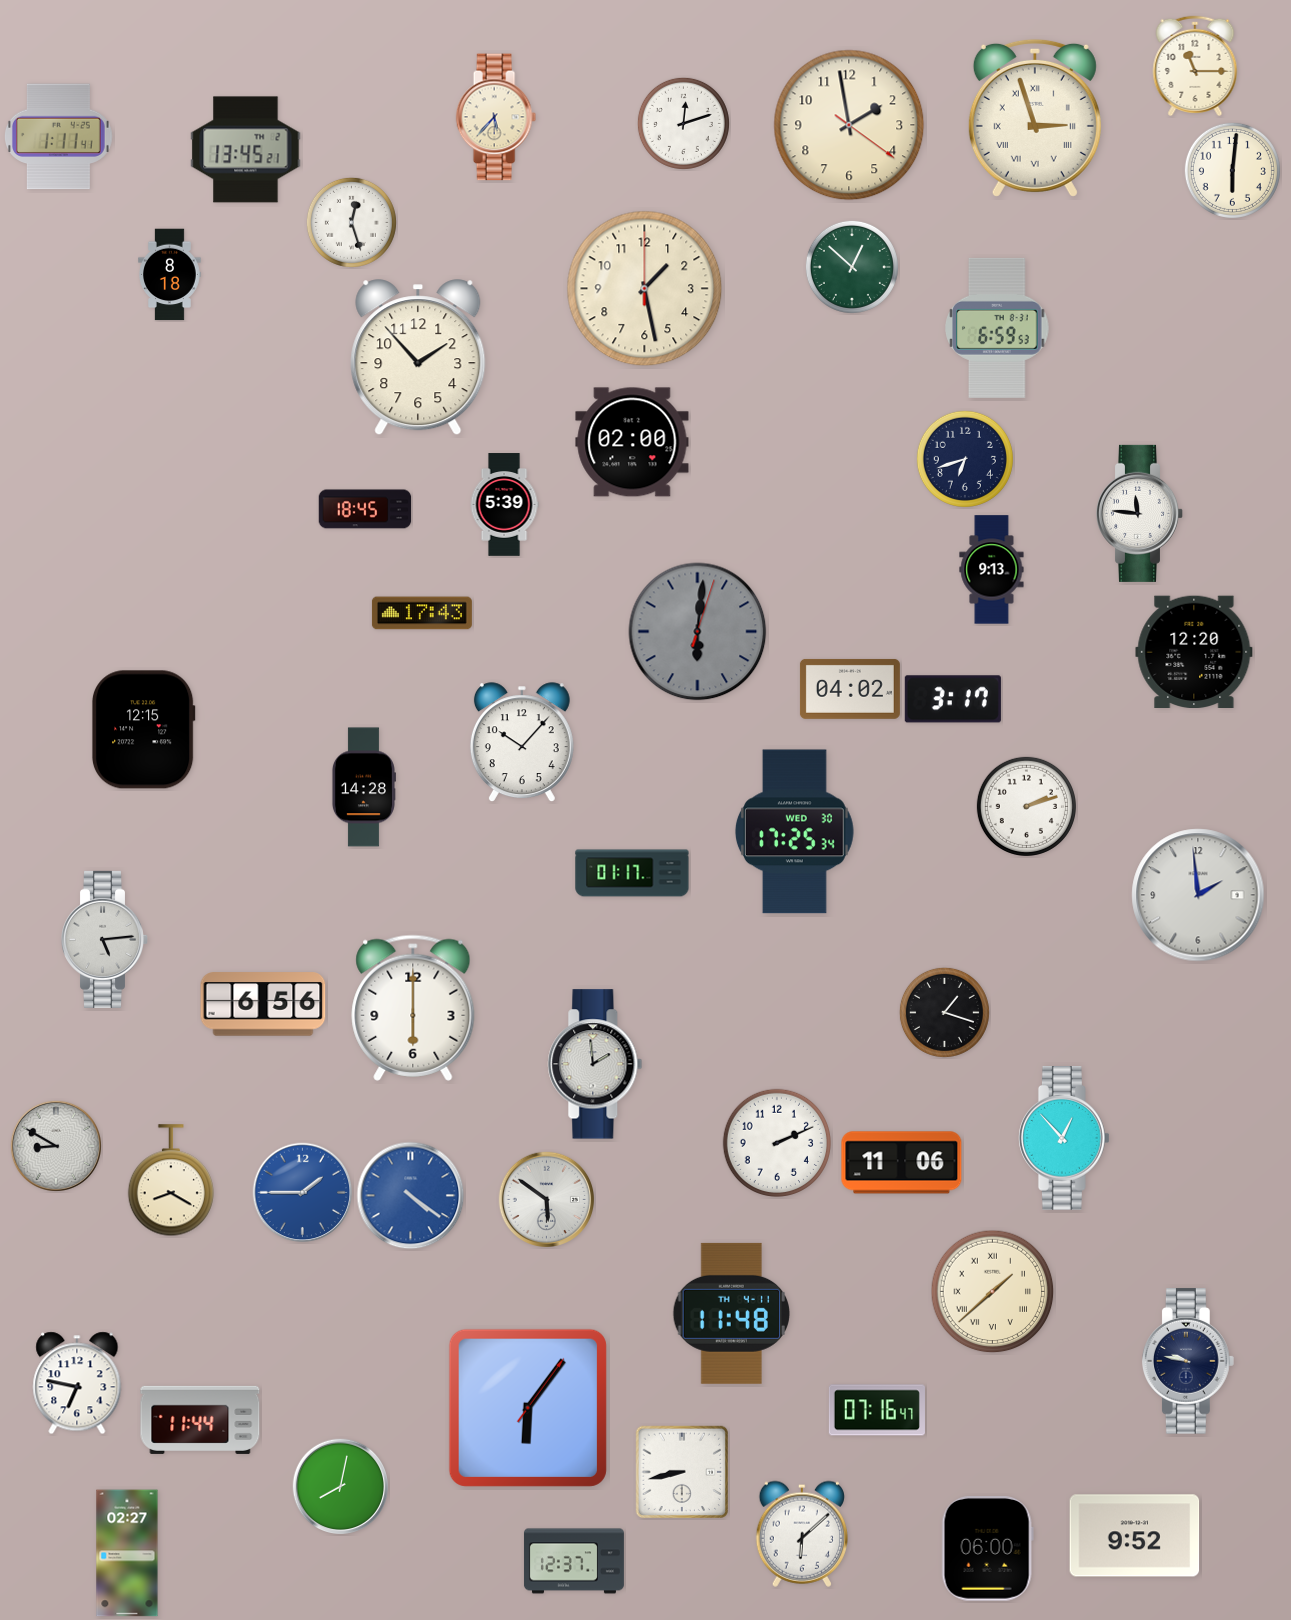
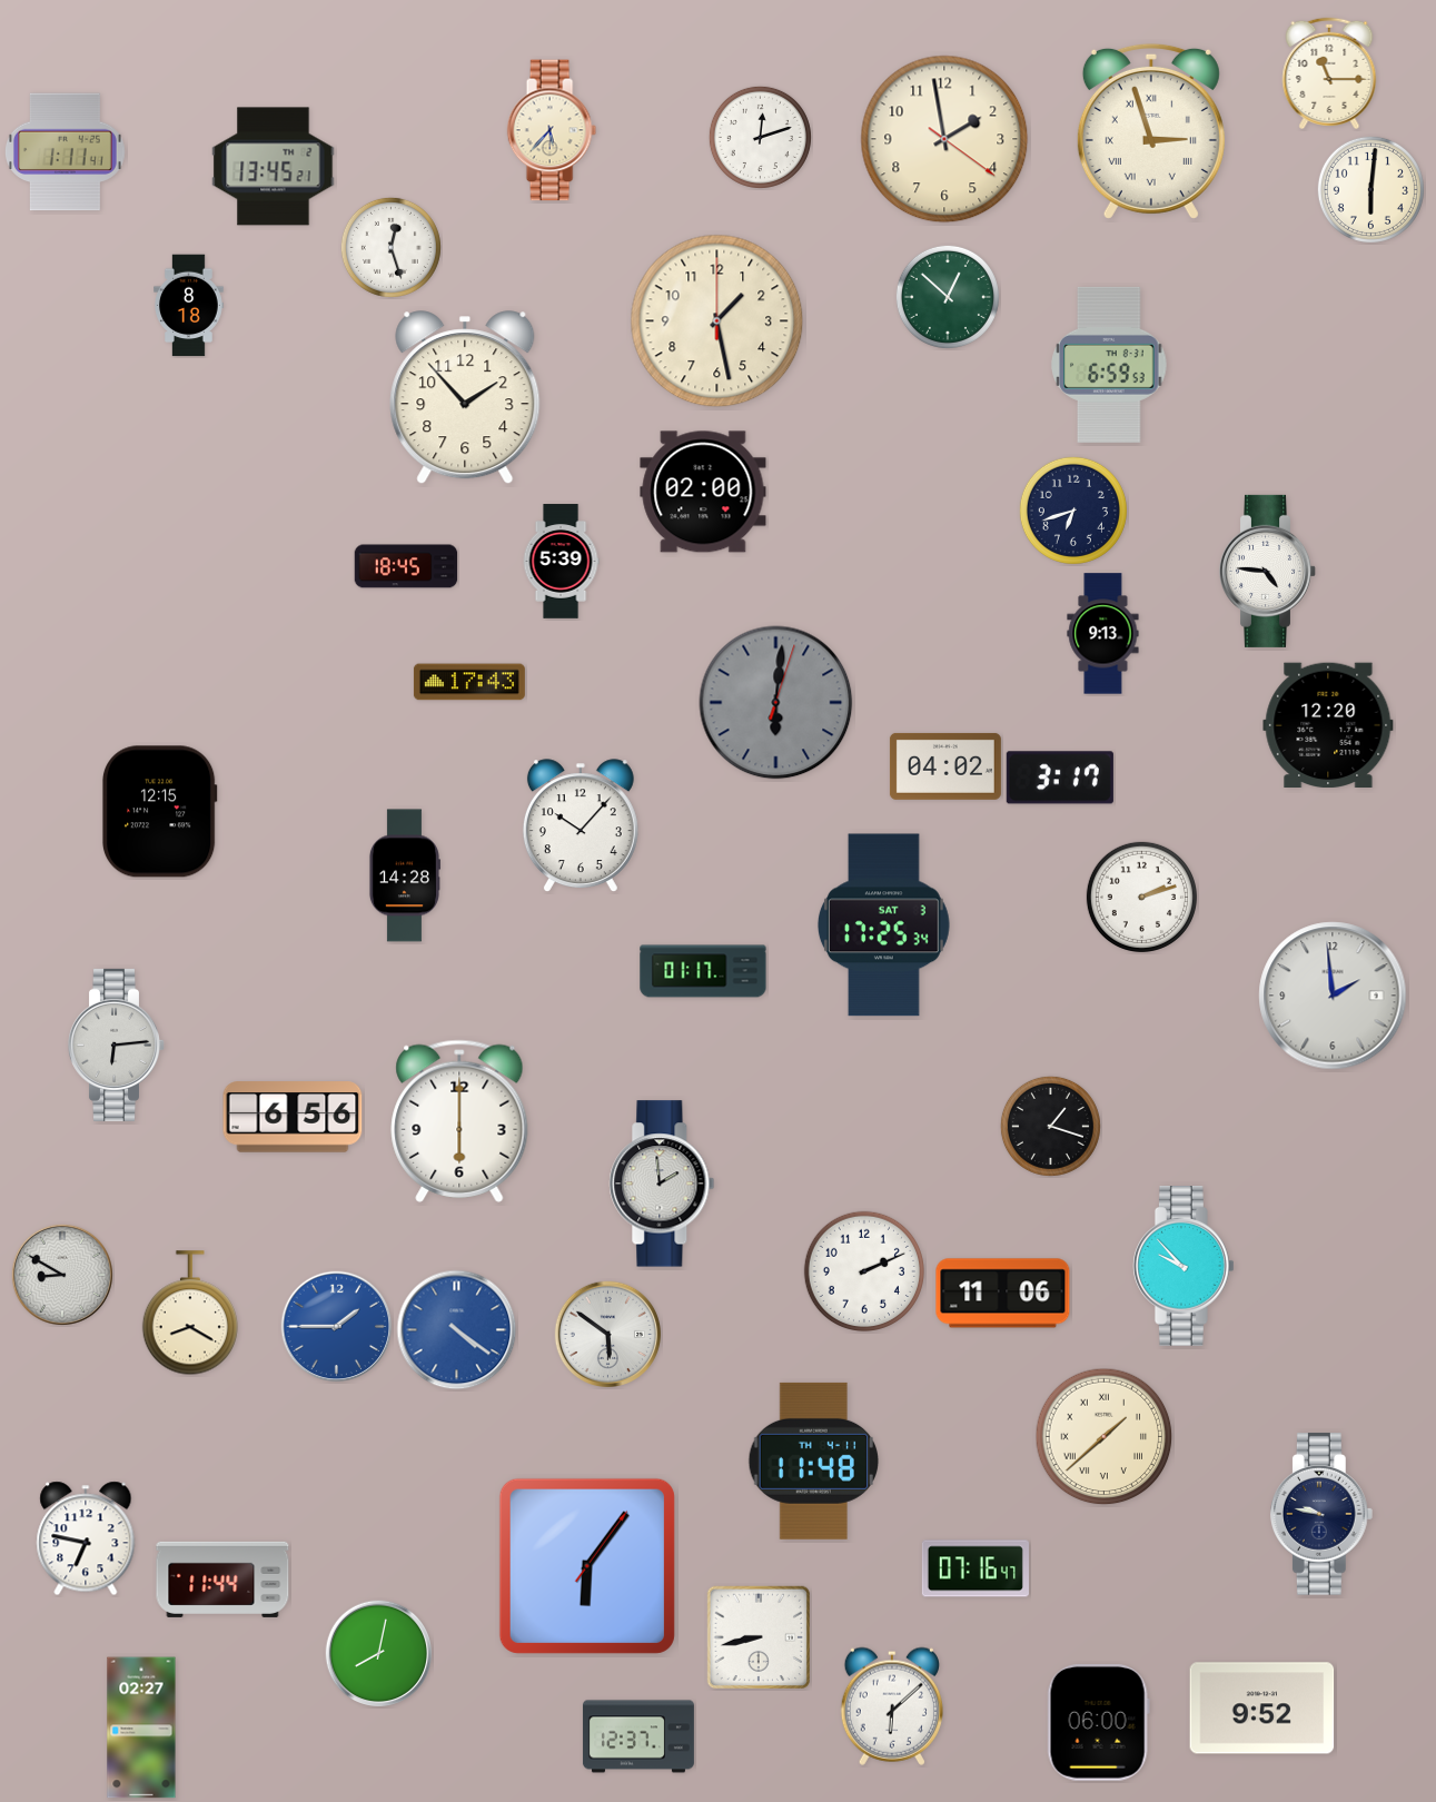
clock at (1139, 513): 11:46 -> 4:46
clock at (794, 832) date: WED 30 -> SAT 3
clock at (104, 939): 5:14 -> 6:14
clock at (1065, 1139): 12:53 -> 9:53
